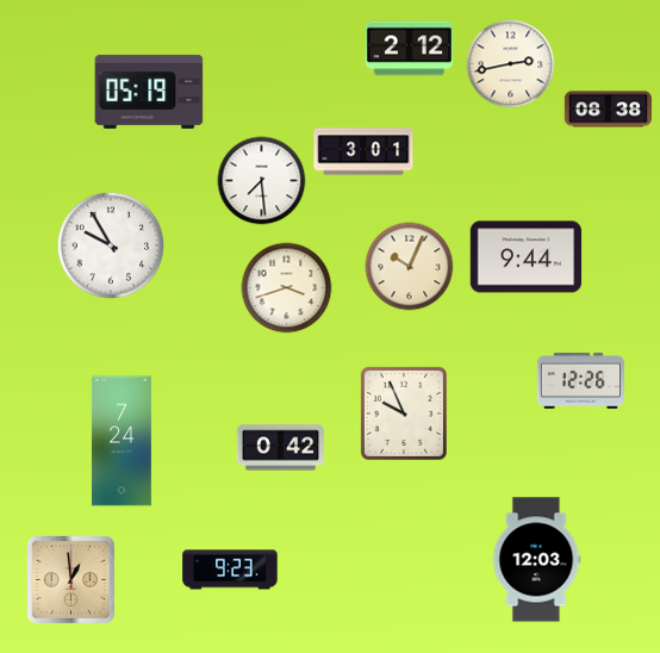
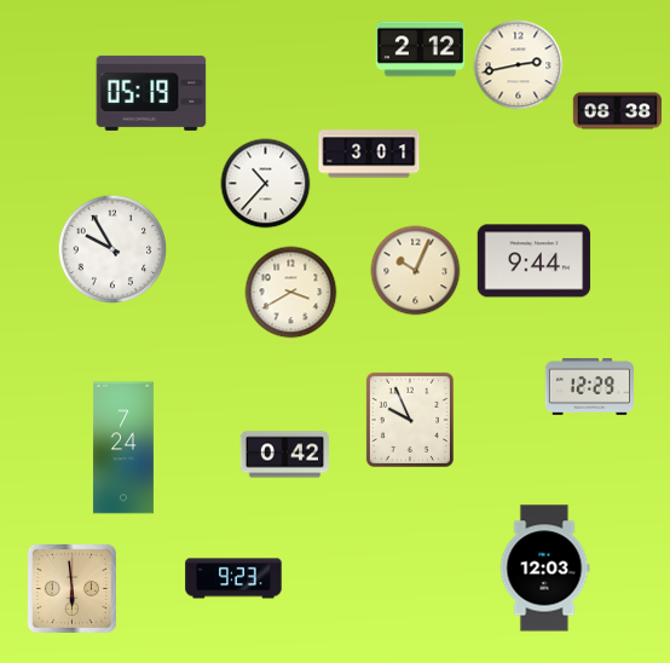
clock at (409, 49) position: (409, 49) -> (420, 50)
clock at (262, 181): 7:29 -> 10:37
clock at (287, 288): 3:42 -> 3:40
clock at (580, 380): 12:26 -> 12:29
clock at (70, 579): 12:59 -> 5:59
